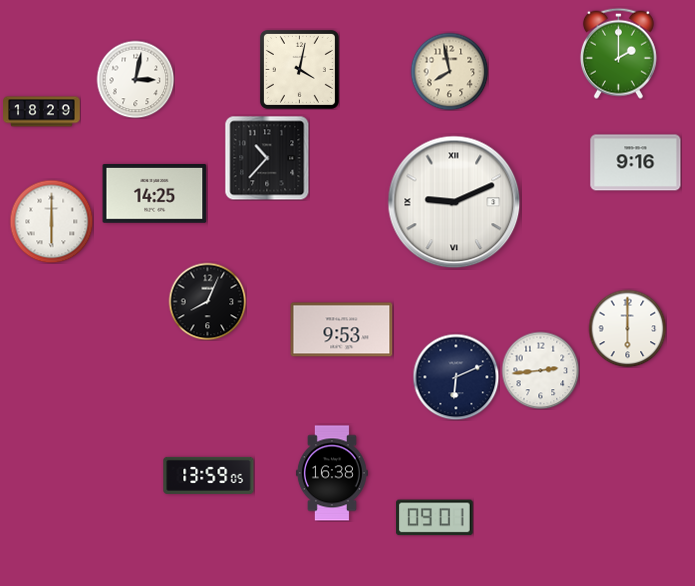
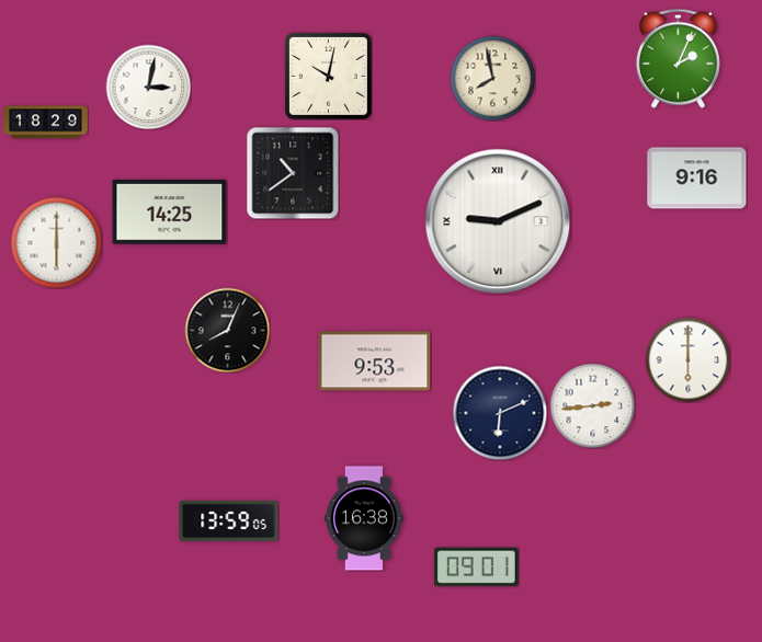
clock at (618, 53): 2:00 -> 2:04
clock at (299, 69): 4:02 -> 10:02
clock at (267, 158): 10:37 -> 10:39
